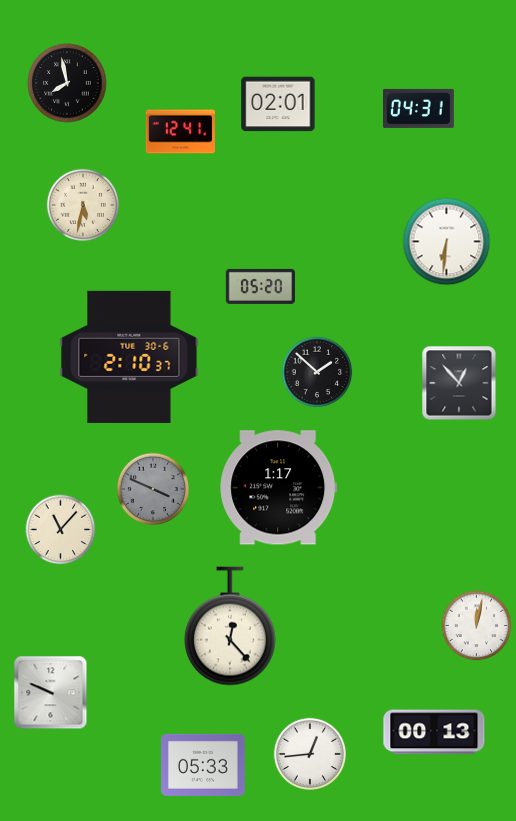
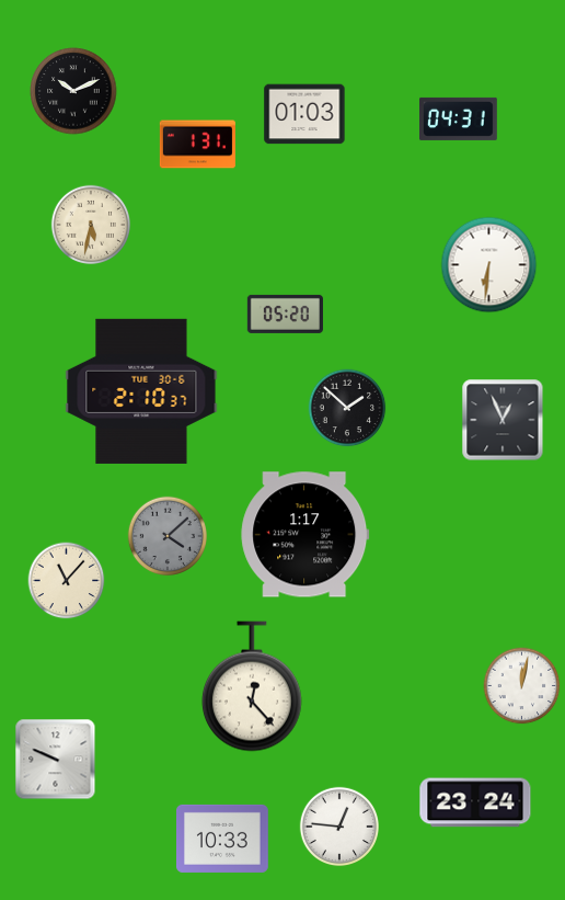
clock at (67, 83): 7:58 -> 10:11
clock at (278, 104): 02:01 -> 01:03
clock at (180, 132): 12:41 -> 1:31
clock at (459, 383): 12:53 -> 12:56
clock at (152, 488): 3:49 -> 4:08
clock at (434, 732): 00:13 -> 23:24
clock at (309, 753): 12:44 -> 12:46
clock at (204, 765): 05:33 -> 10:33
